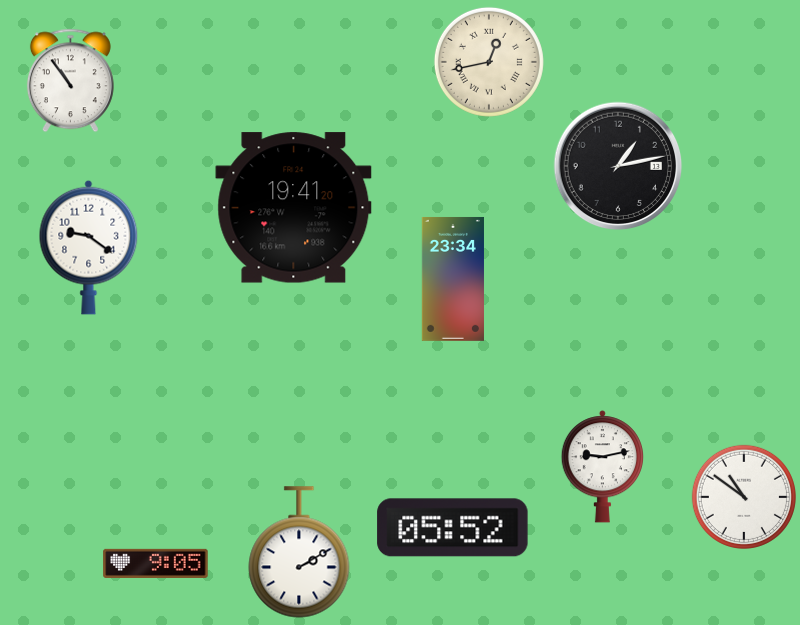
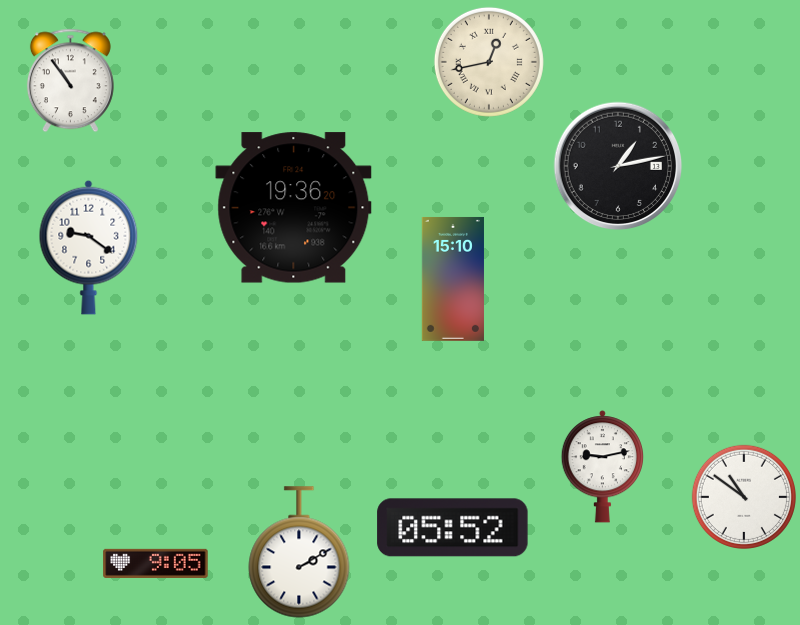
clock at (294, 208): 19:41 -> 19:36
clock at (453, 279): 23:34 -> 15:10
